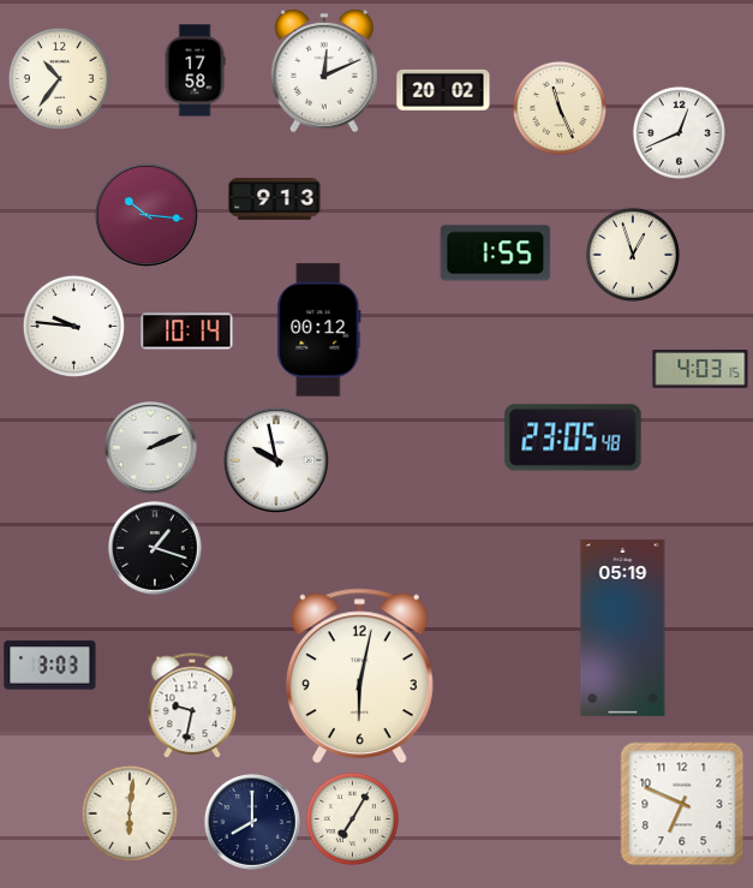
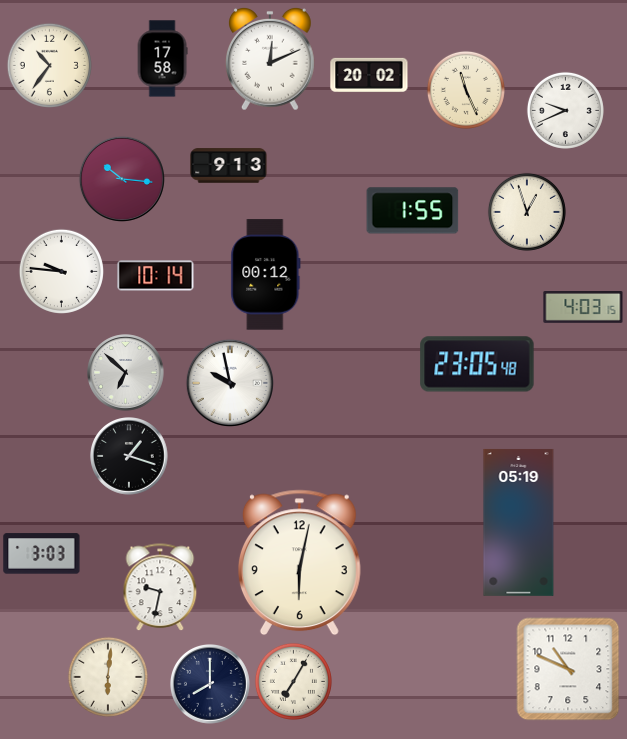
clock at (679, 132): 12:41 -> 9:41
clock at (151, 448): 2:11 -> 6:52
clock at (682, 804): 6:49 -> 10:49
